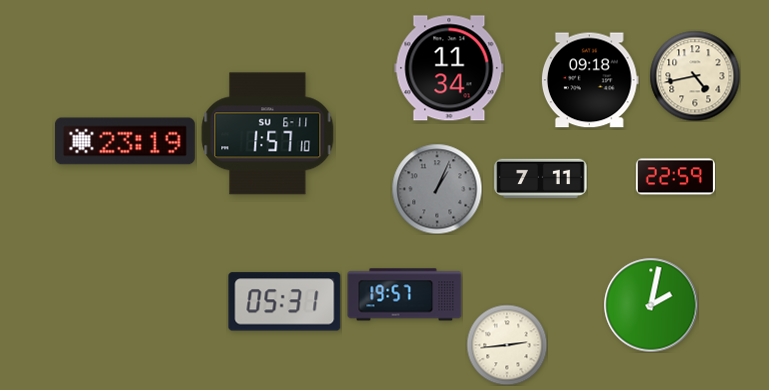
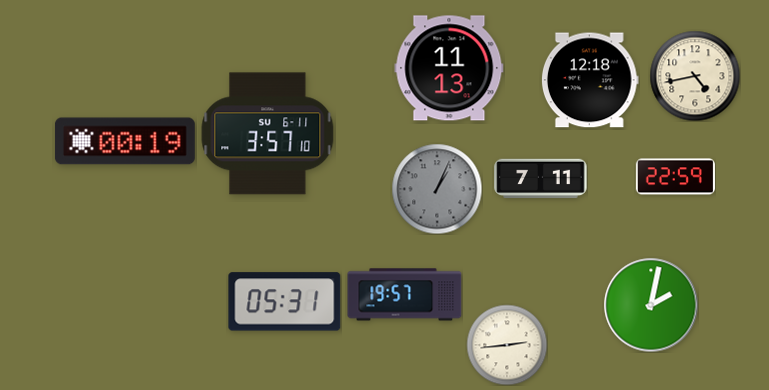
clock at (449, 68): 11:34 -> 11:13
clock at (590, 80): 09:18 -> 12:18
clock at (268, 134): 1:57 -> 3:57
clock at (125, 141): 23:19 -> 00:19
